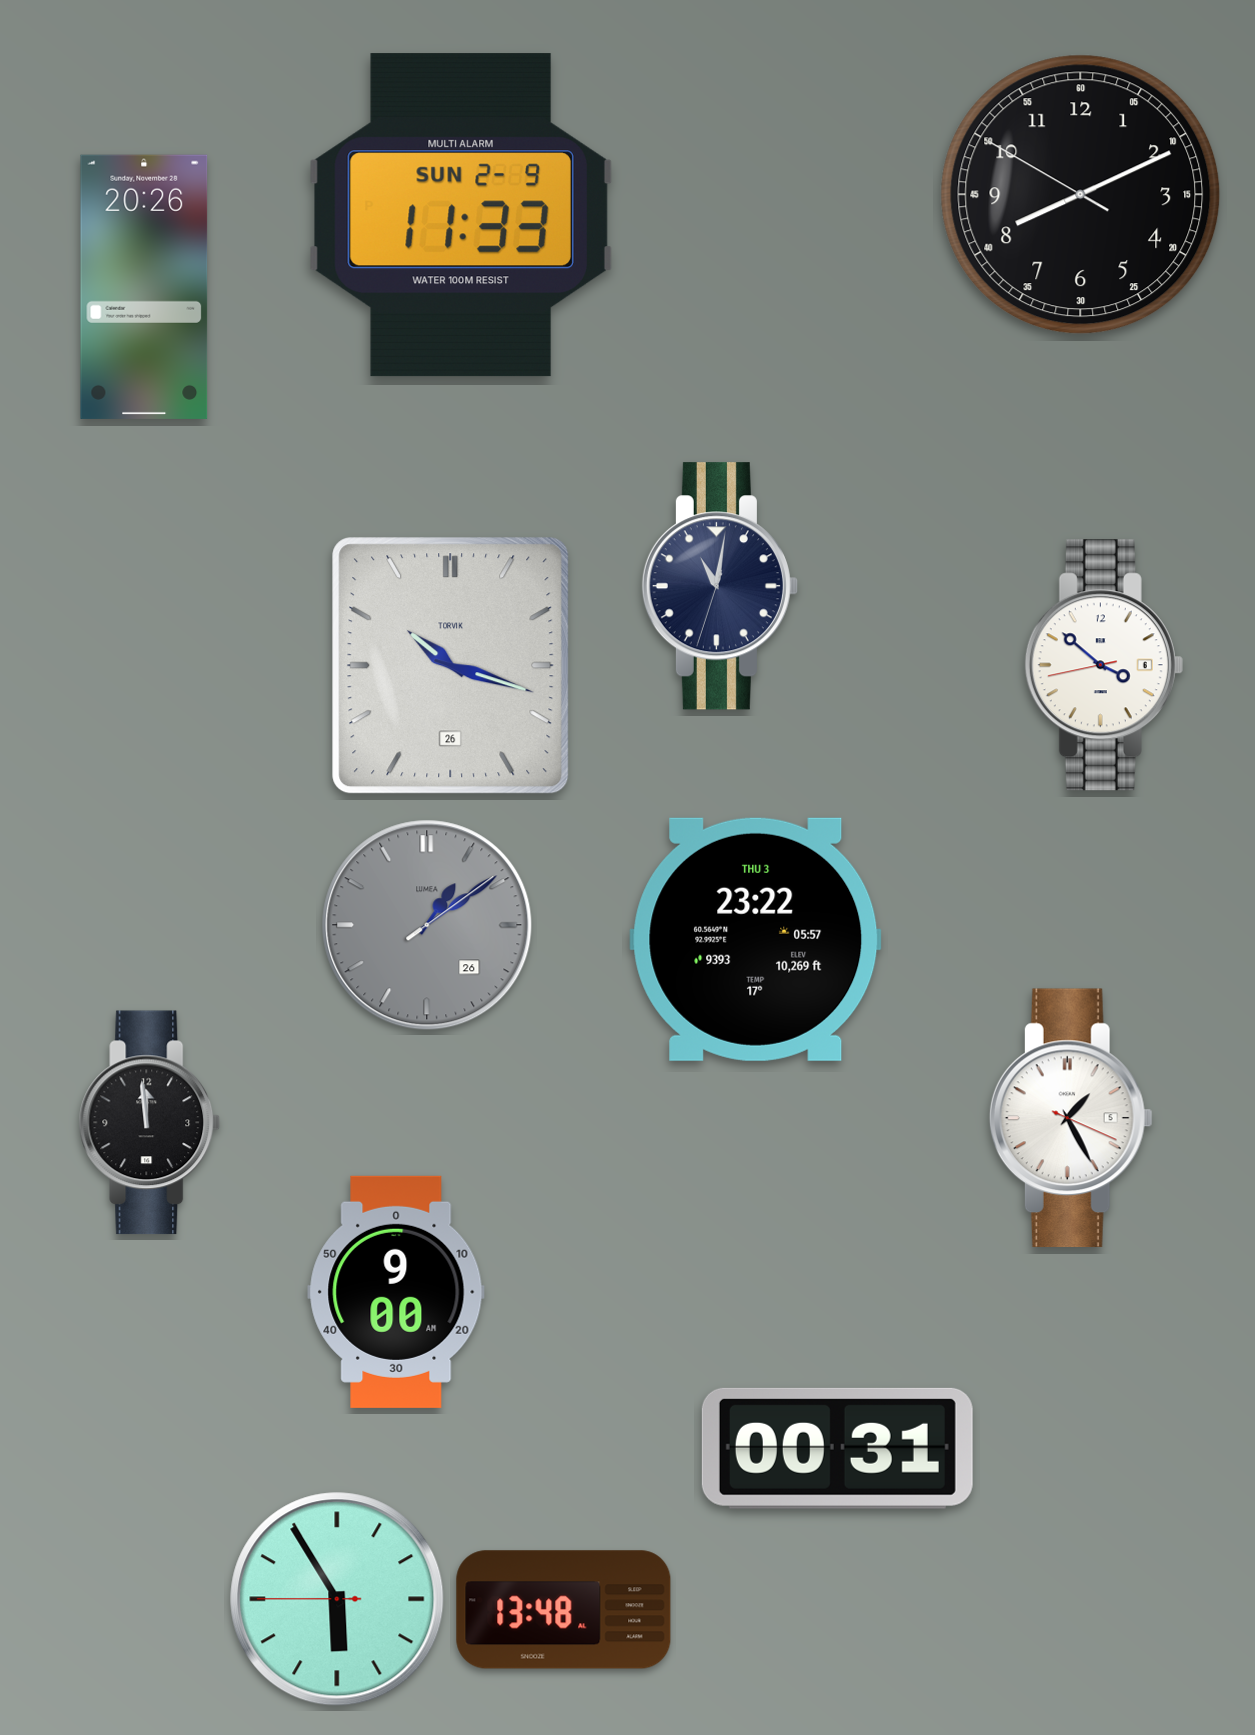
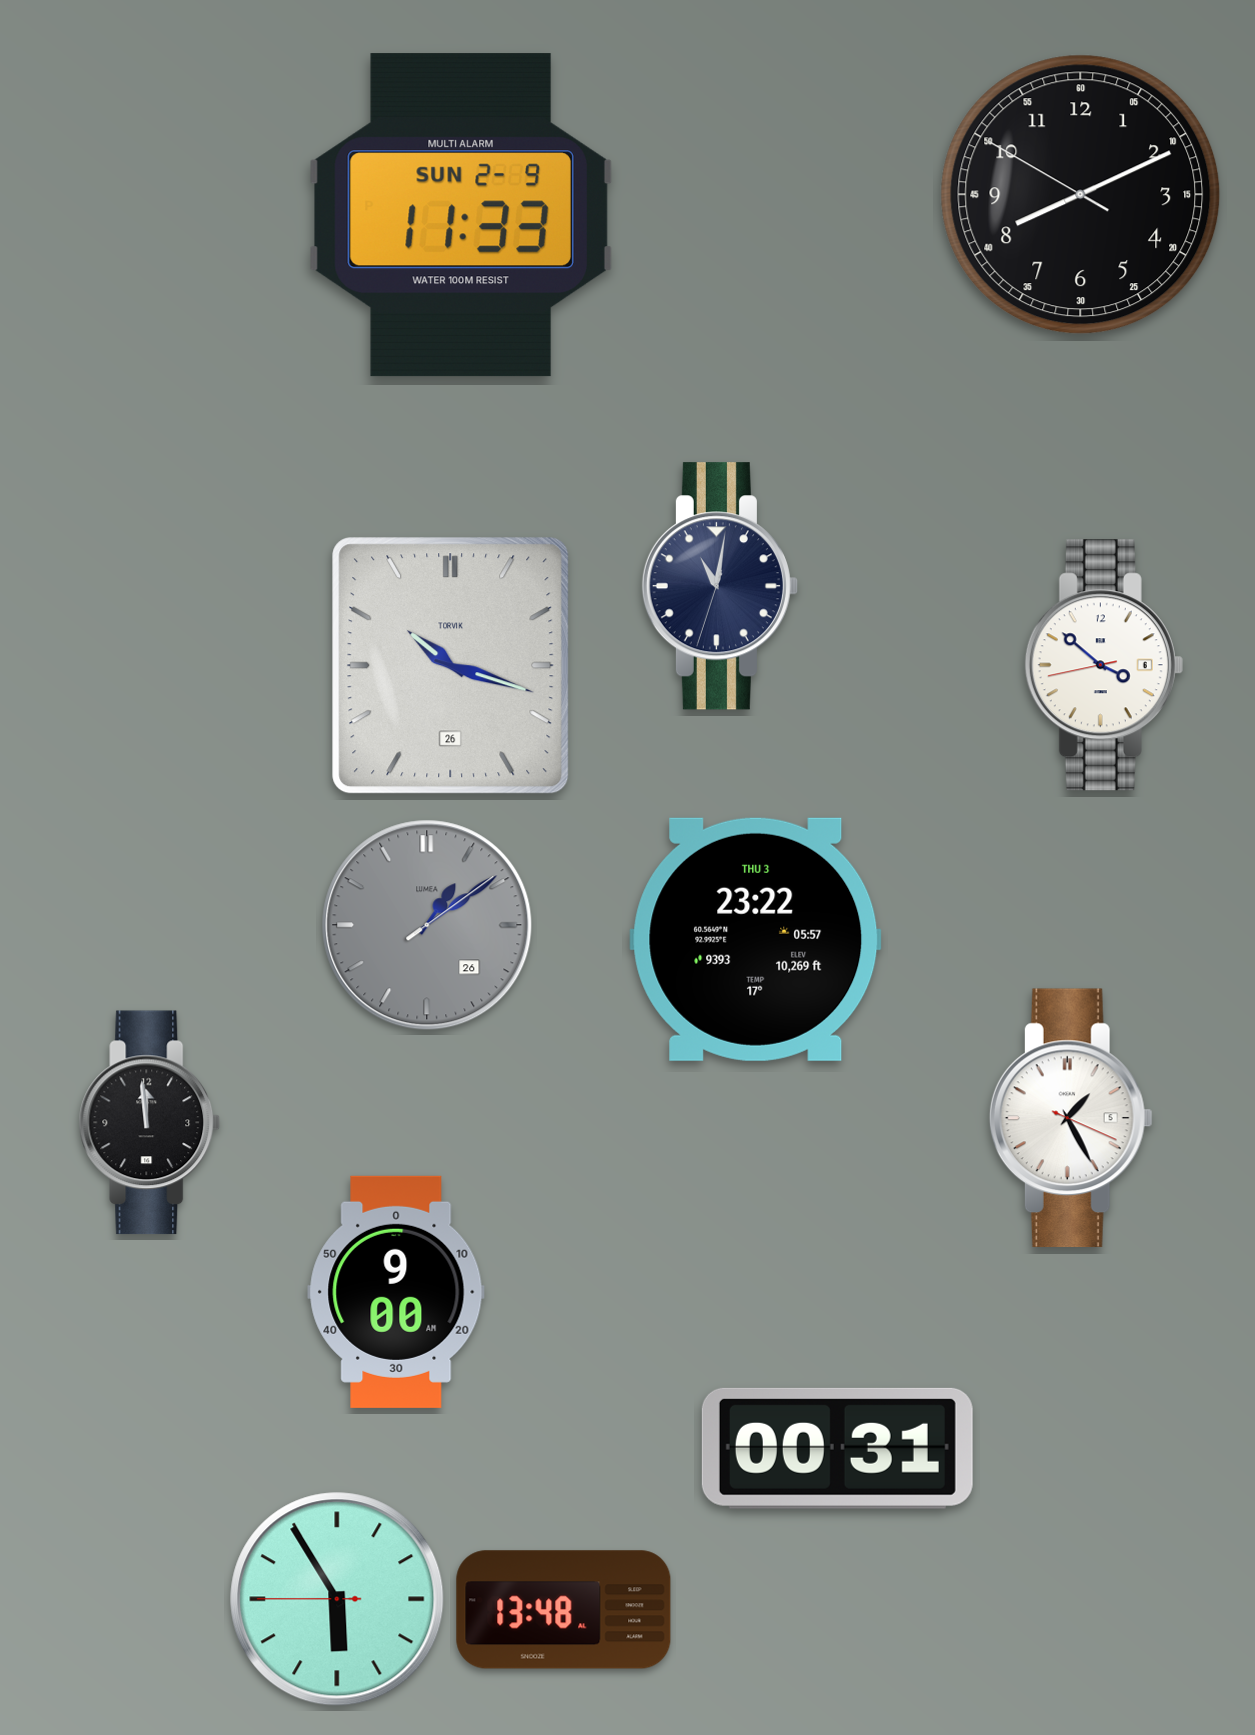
clock at (144, 287): 20:26 -> none
